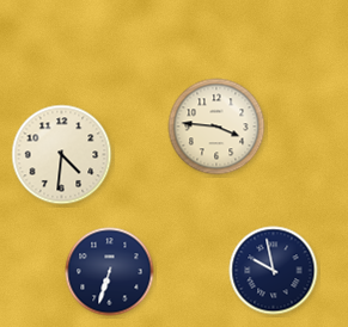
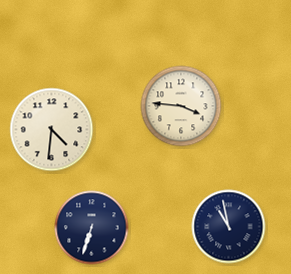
clock at (274, 271): 9:58 -> 10:58
